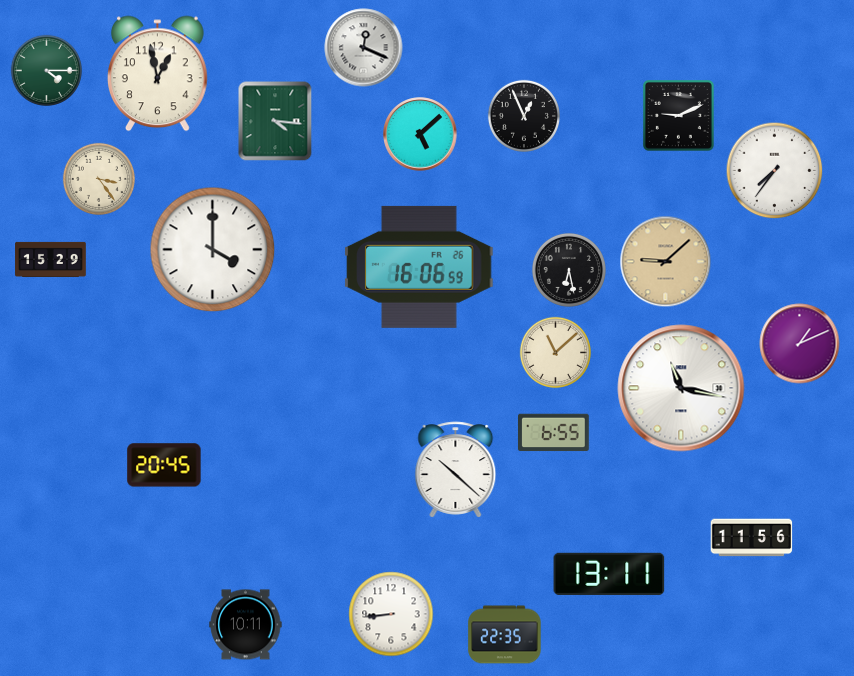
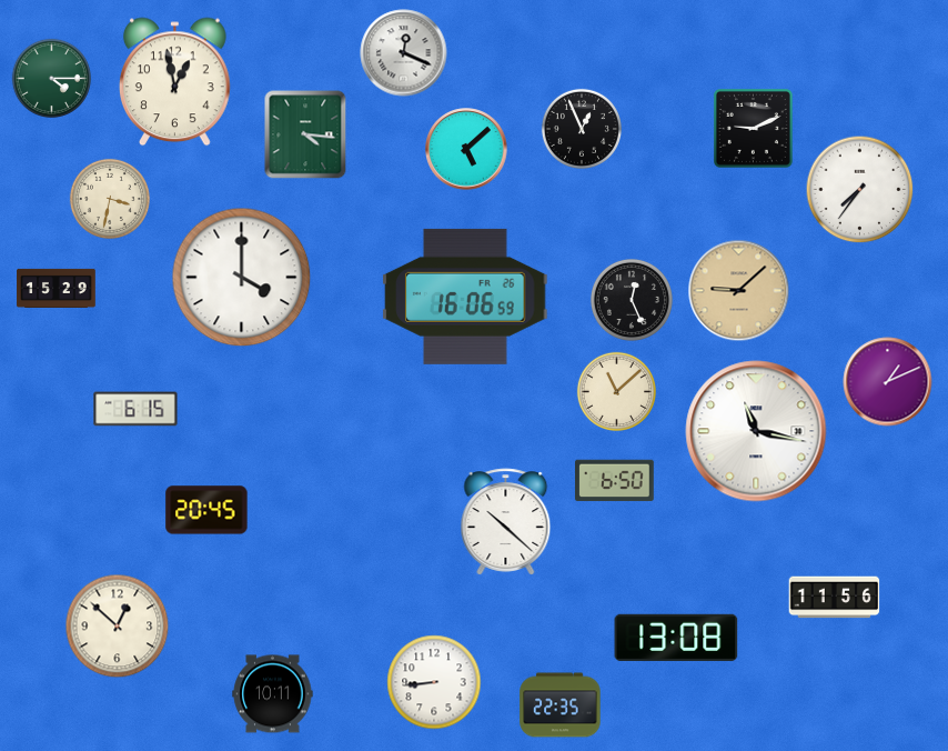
clock at (99, 179): 3:24 -> 3:32
clock at (213, 250) position: (213, 250) -> (242, 278)
clock at (569, 270): 6:28 -> 12:26
clock at (135, 409): none -> 6:15
clock at (554, 433): 6:55 -> 6:50
clock at (164, 465) position: (164, 465) -> (206, 510)
clock at (118, 627): none -> 12:52
clock at (609, 574): 13:11 -> 13:08
